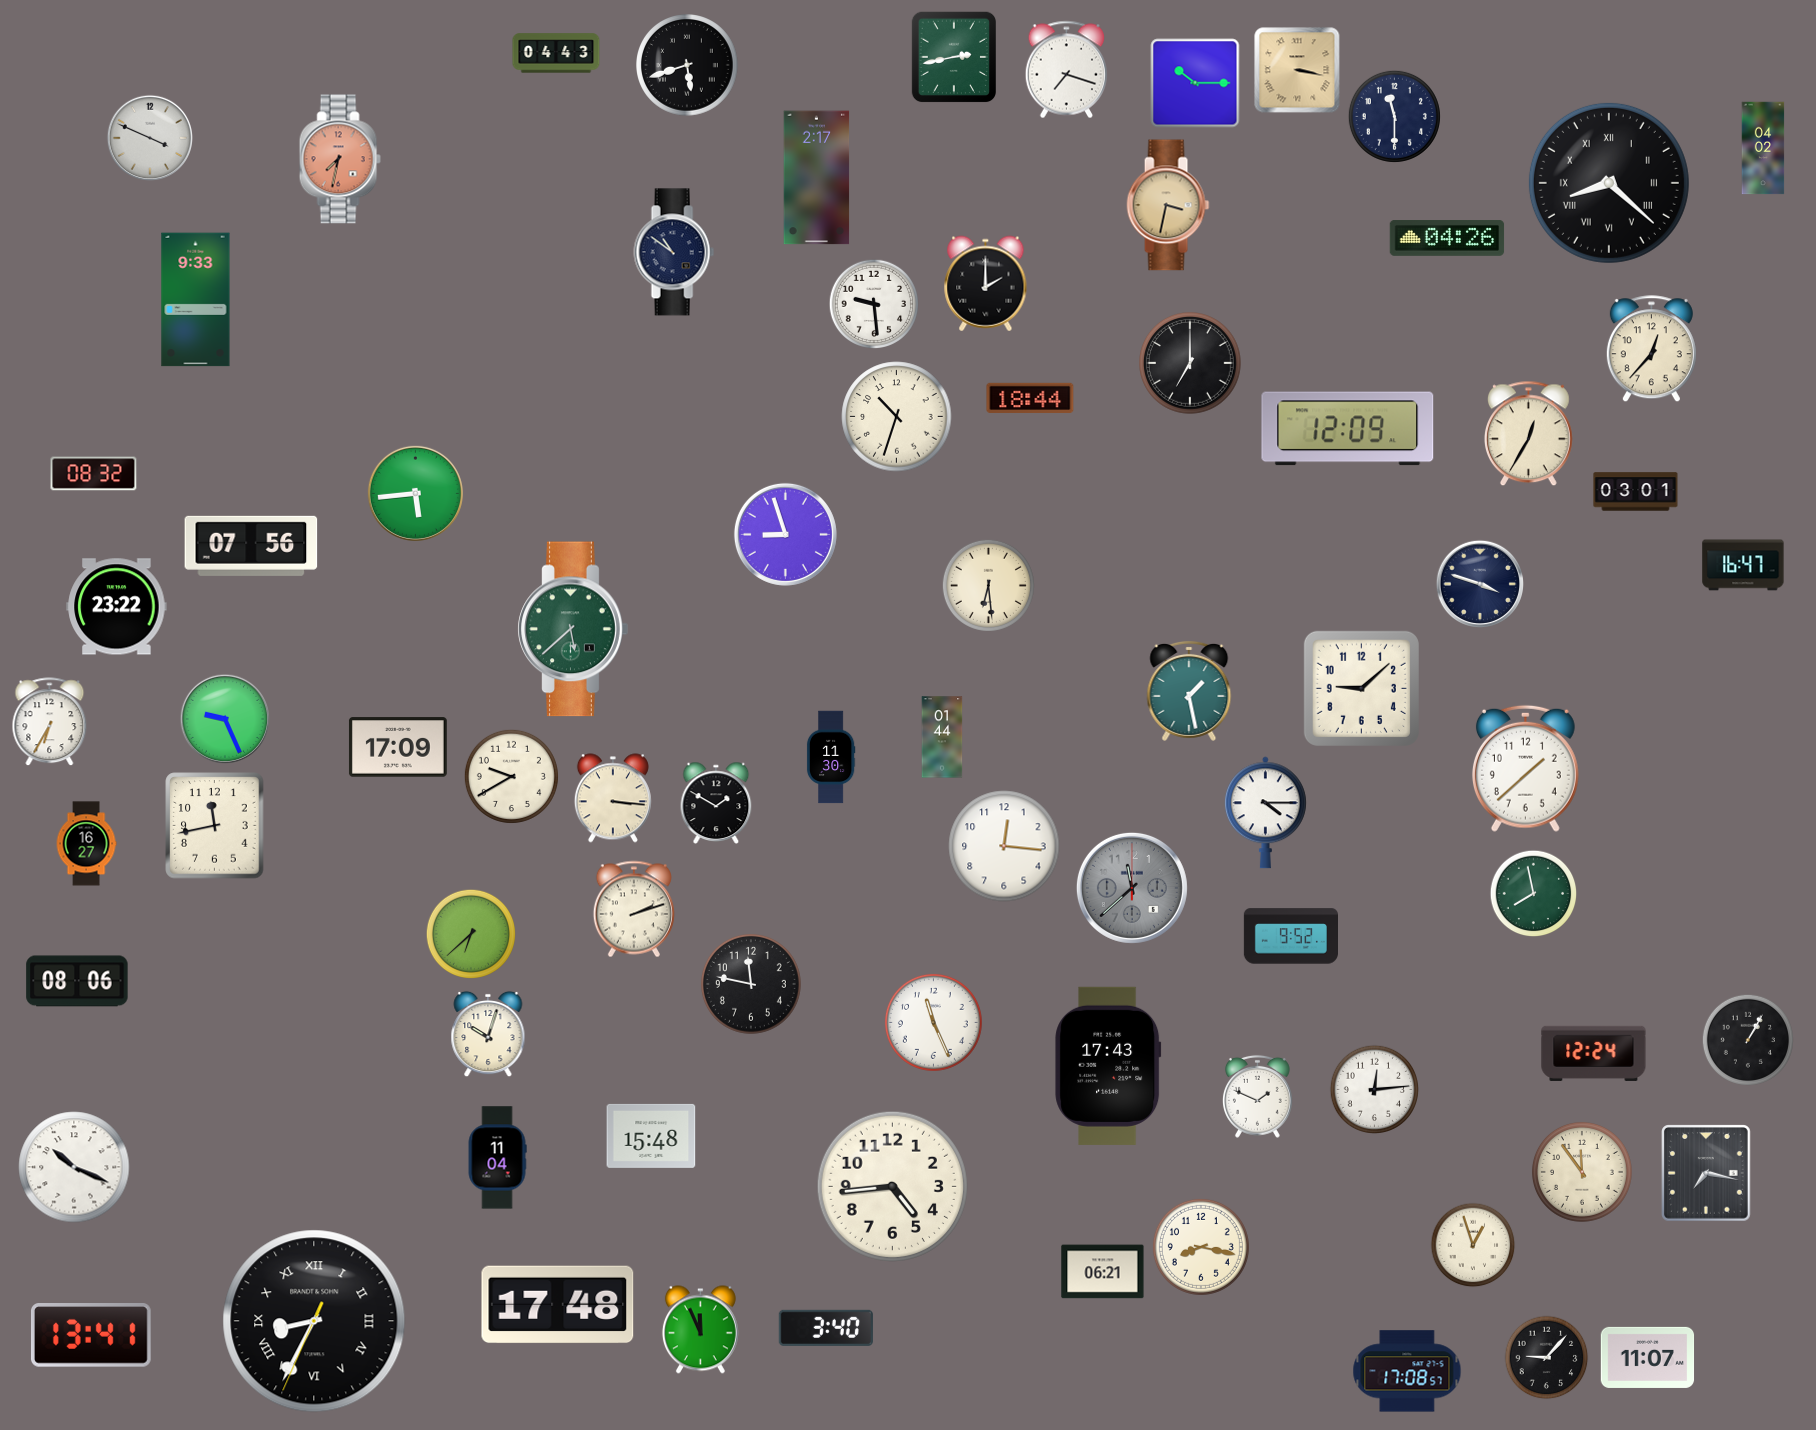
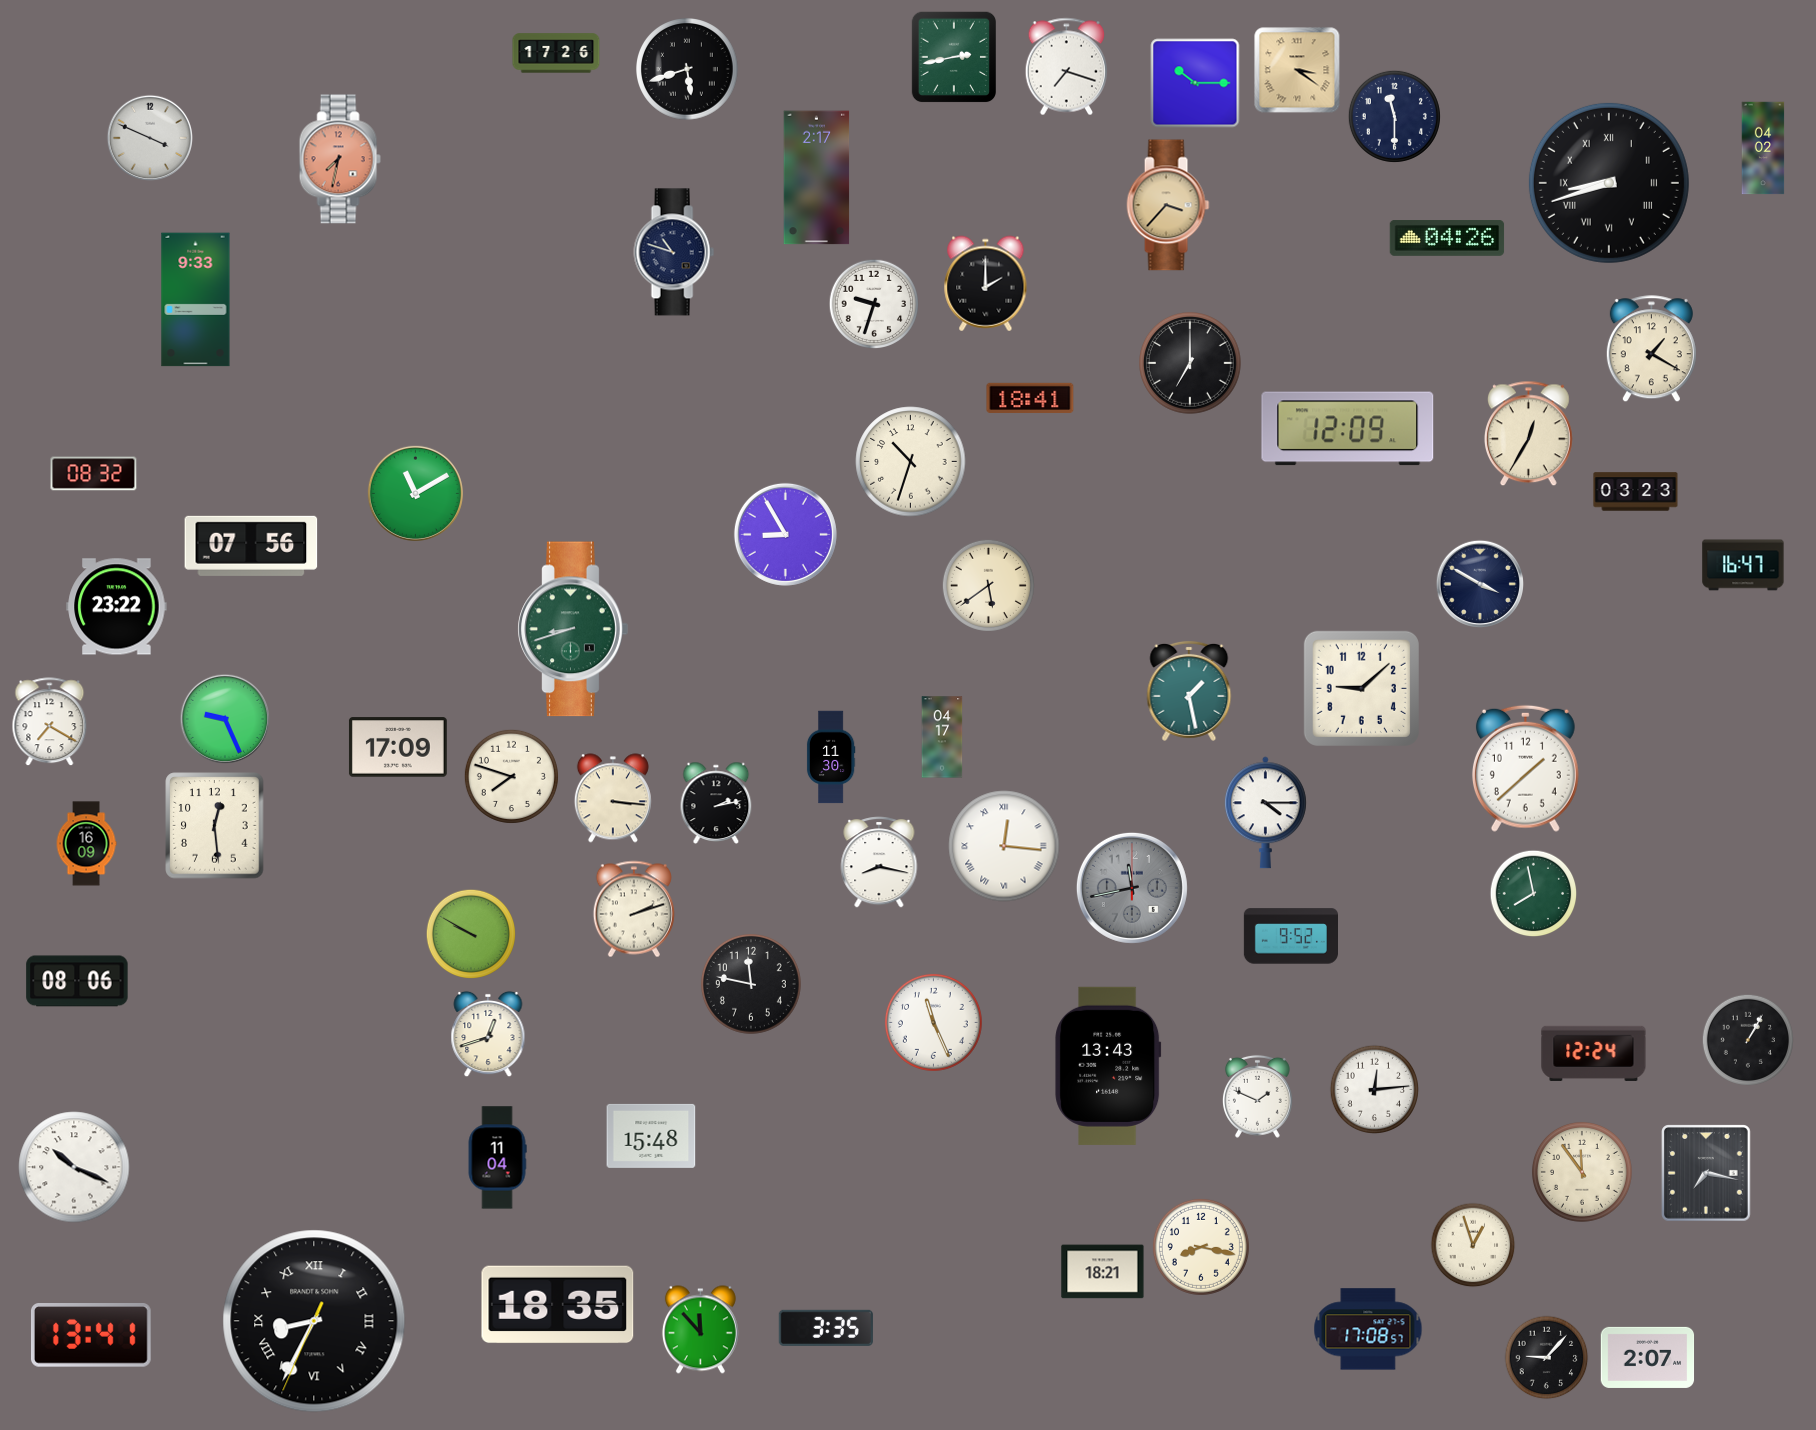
clock at (556, 53): 04:43 -> 17:26
clock at (688, 66) position: (688, 66) -> (688, 70)
clock at (1067, 70) position: (1067, 70) -> (1067, 67)
clock at (1297, 70): 3:17 -> 3:21
clock at (1609, 183): 8:22 -> 8:42
clock at (1168, 205): 3:32 -> 3:37
clock at (674, 252): 10:51 -> 10:48
clock at (873, 303): 9:29 -> 9:33
clock at (1651, 349): 12:37 -> 1:20
clock at (1030, 397): 18:44 -> 18:41
clock at (897, 417) position: (897, 417) -> (911, 462)
clock at (1636, 492): 03:01 -> 03:23
clock at (415, 493): 5:44 -> 11:10
clock at (785, 534): 8:57 -> 8:55
clock at (1479, 583): 3:48 -> 3:50
clock at (988, 585): 6:29 -> 5:39
clock at (573, 629): 5:38 -> 8:42
clock at (50, 722): 6:35 -> 7:20
clock at (942, 737): 01:44 -> 04:17
clock at (511, 776): 9:40 -> 7:48
clock at (716, 803): 1:50 -> 2:13
clock at (215, 826): 11:43 -> 12:29
clock at (86, 844): 16:27 -> 16:09
clock at (1004, 846) numerals: Arabic -> Roman
clock at (879, 862): none -> 8:17
clock at (1132, 888): 11:38 -> 11:43
clock at (470, 933): 6:38 -> 9:50
clock at (488, 1034): 10:03 -> 12:42
clock at (1108, 1066): 17:43 -> 13:43
clock at (892, 1186): 4:44 -> none
clock at (1103, 1272): 06:21 -> 18:21
clock at (558, 1305): 17:48 -> 18:35
clock at (826, 1328): 3:40 -> 3:35
clock at (700, 1330): 11:56 -> 11:53
clock at (1648, 1357): 11:07 -> 2:07
clock at (1407, 1371) position: (1407, 1371) -> (1368, 1329)
